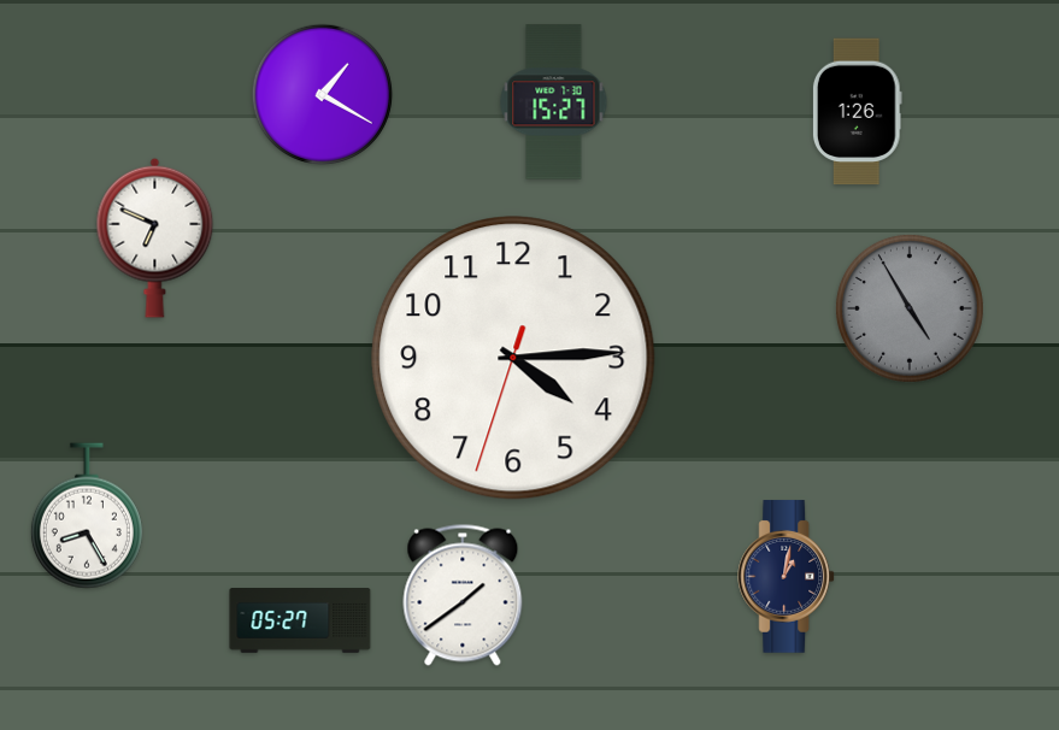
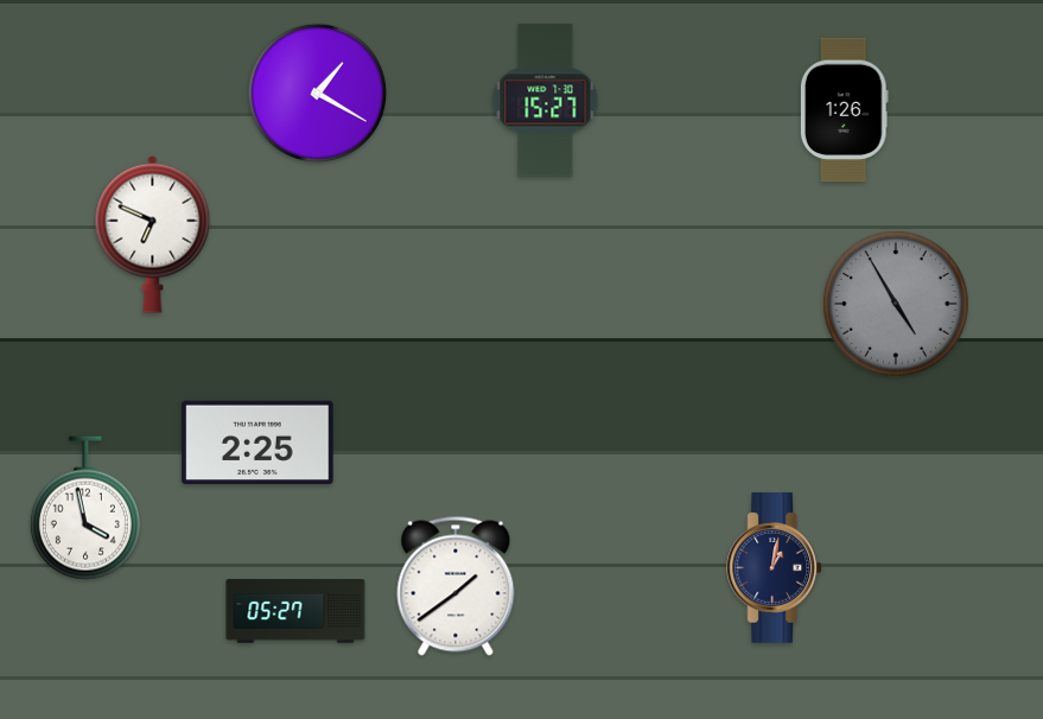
clock at (513, 358): 4:14 -> none
clock at (257, 443): none -> 2:25
clock at (87, 516): 8:25 -> 3:58
